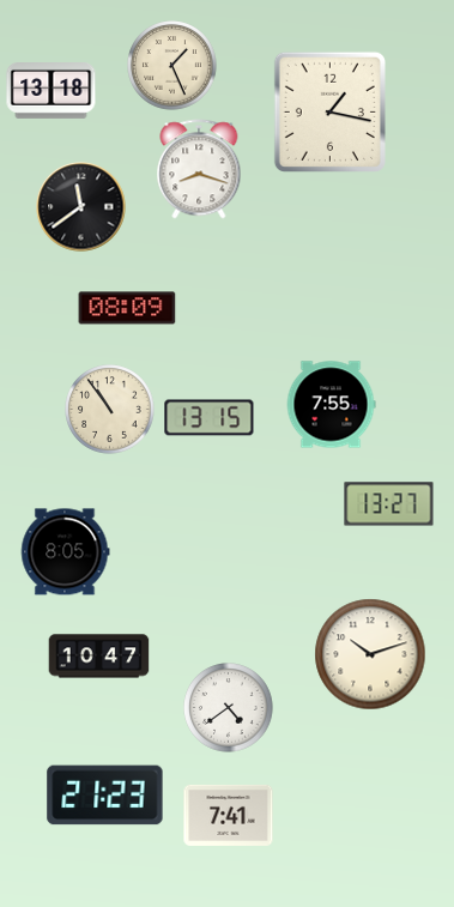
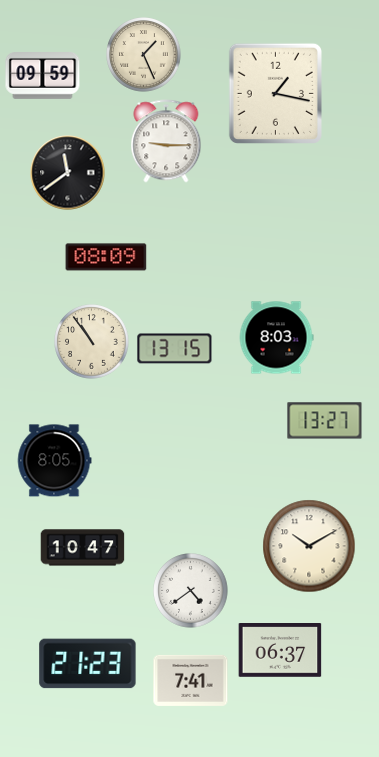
clock at (52, 91): 13:18 -> 09:59
clock at (199, 169): 8:18 -> 9:15
clock at (331, 405): 7:55 -> 8:03
clock at (370, 654): 10:12 -> 10:10
clock at (280, 651): none -> 06:37
